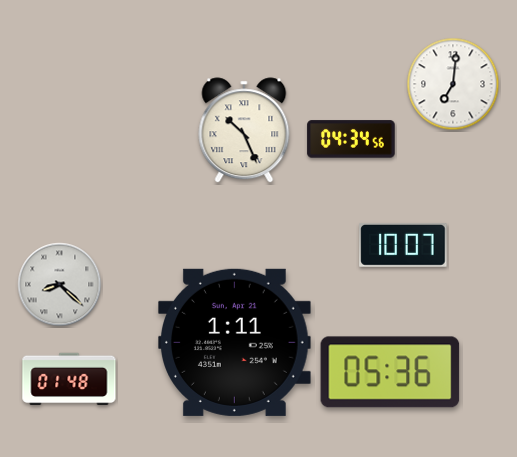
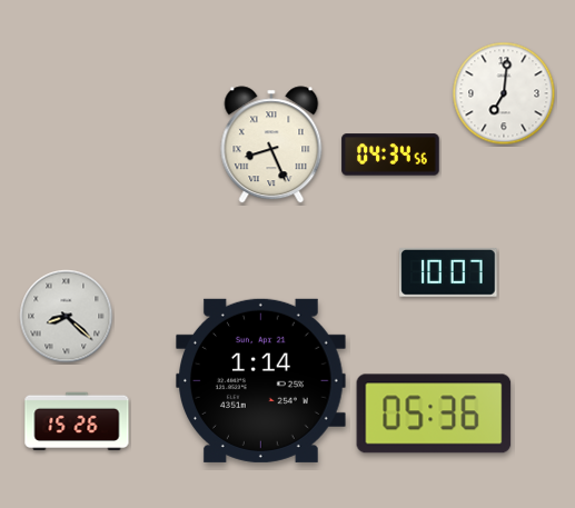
clock at (244, 130): 10:26 -> 8:26
clock at (235, 342): 1:11 -> 1:14
clock at (69, 379): 01:48 -> 15:26
